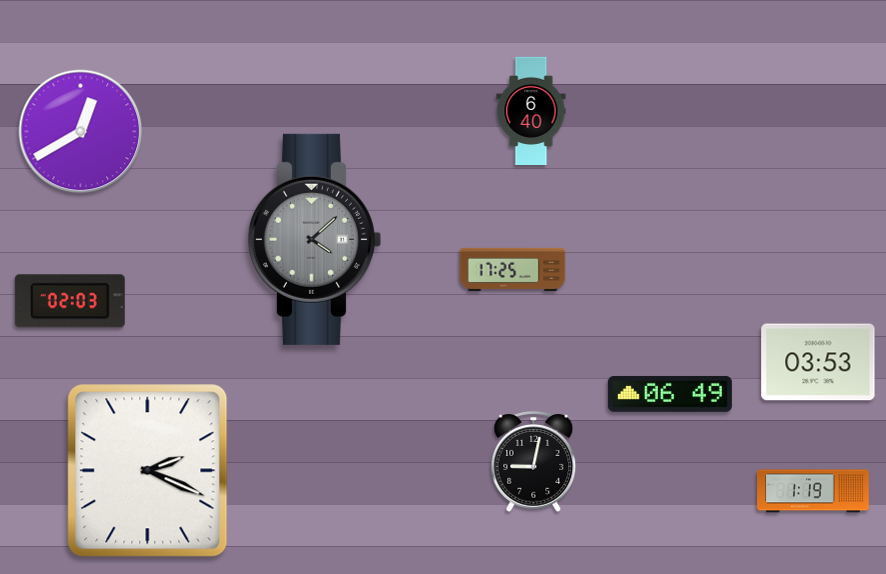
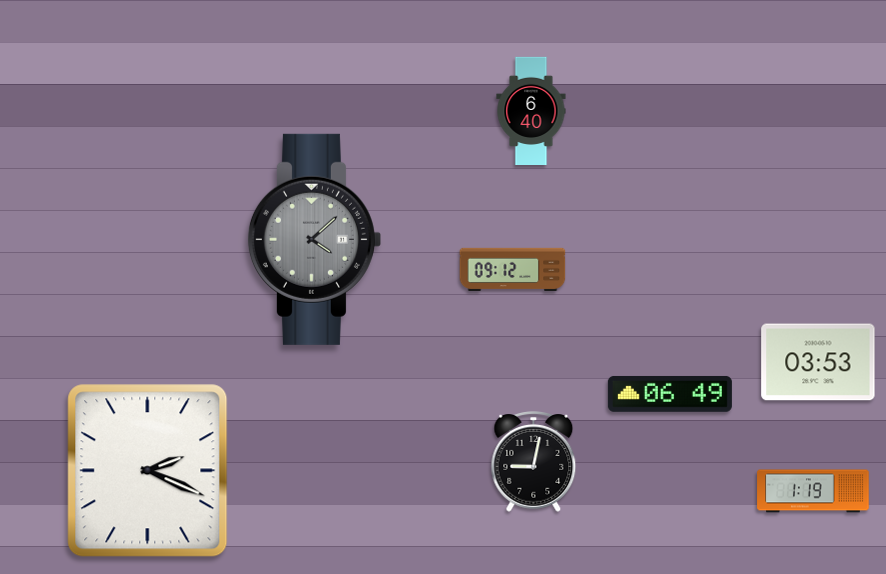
clock at (81, 132): 12:40 -> none
clock at (513, 269): 17:25 -> 09:12
clock at (70, 301): 02:03 -> none
